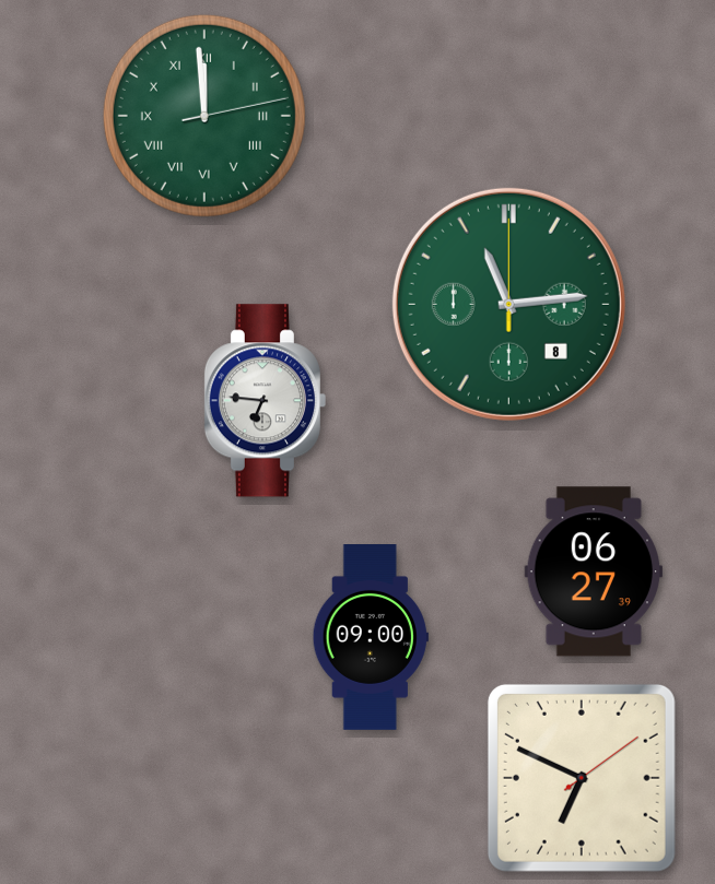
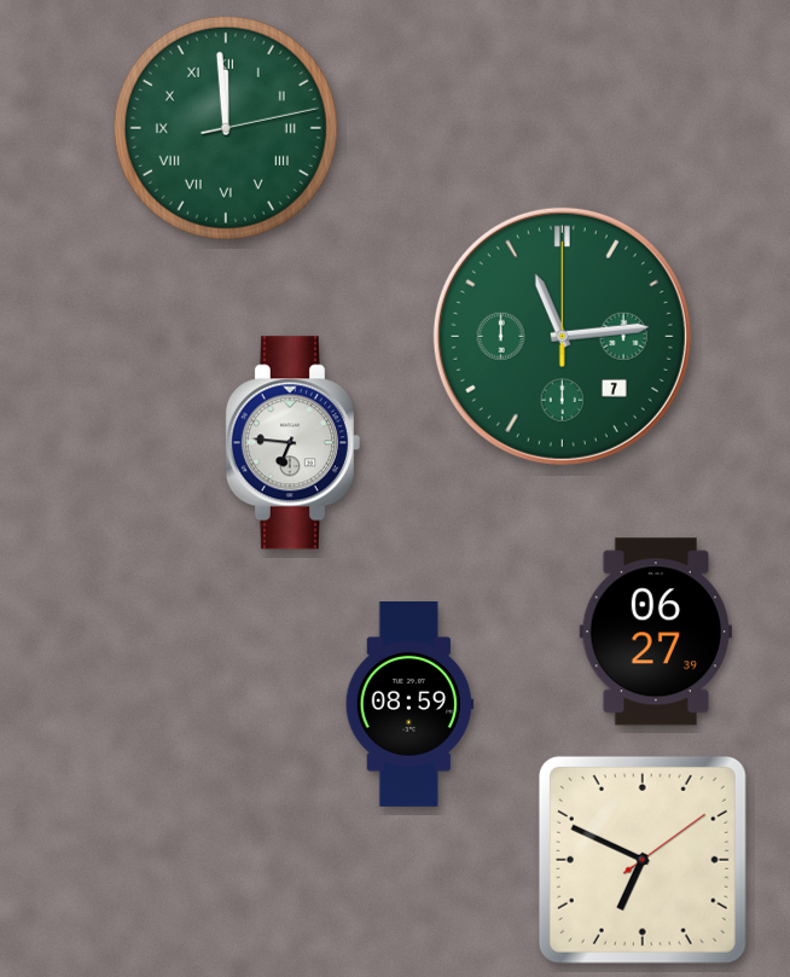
clock at (508, 304) date: 8 -> 7
clock at (371, 638): 09:00 -> 08:59
